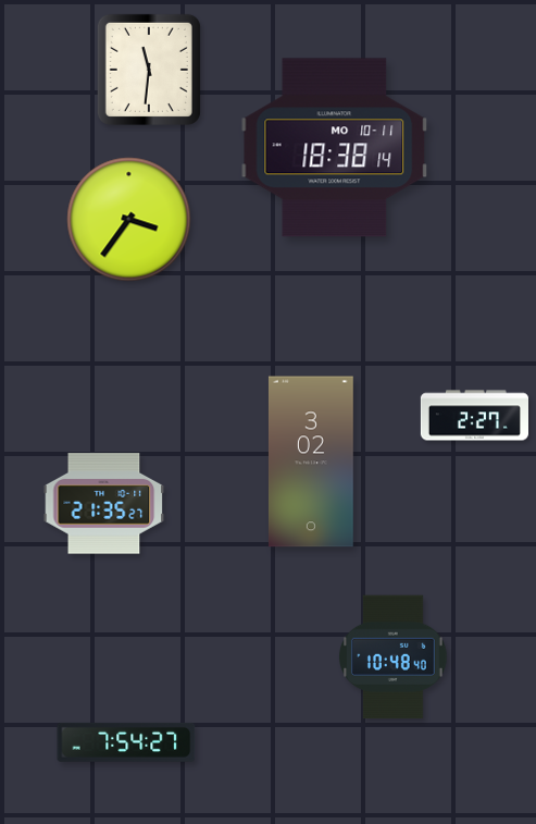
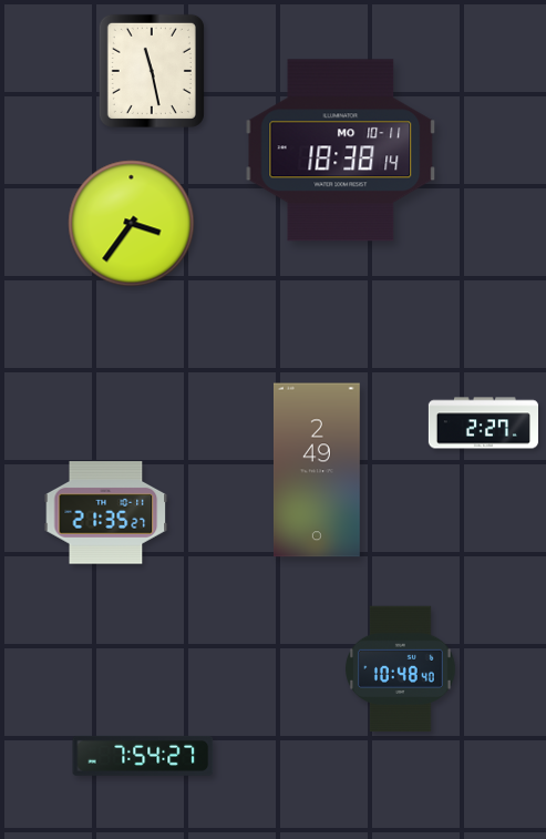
clock at (149, 70): 11:31 -> 11:28
clock at (311, 462): 3:02 -> 2:49
clock at (126, 742) position: (126, 742) -> (143, 756)
